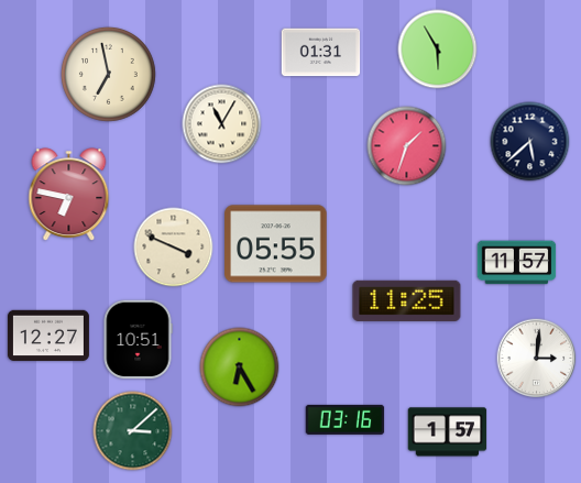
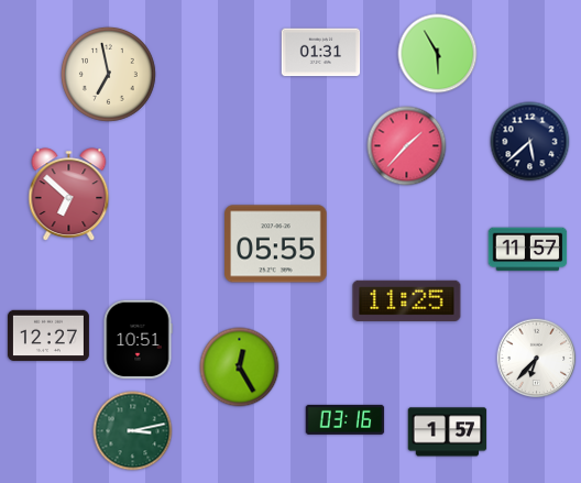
clock at (438, 50) position: (438, 50) -> (438, 54)
clock at (222, 124): 11:05 -> none
clock at (407, 146): 1:33 -> 1:37
clock at (69, 195): 6:47 -> 6:52
clock at (174, 248): 3:49 -> none
clock at (517, 263) position: (517, 263) -> (528, 250)
clock at (537, 359): 3:01 -> 6:37
clock at (240, 367): 6:25 -> 12:25
clock at (133, 431): 3:08 -> 3:13
